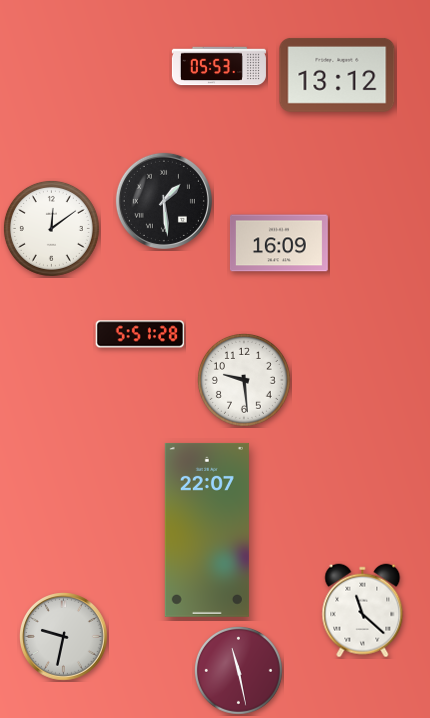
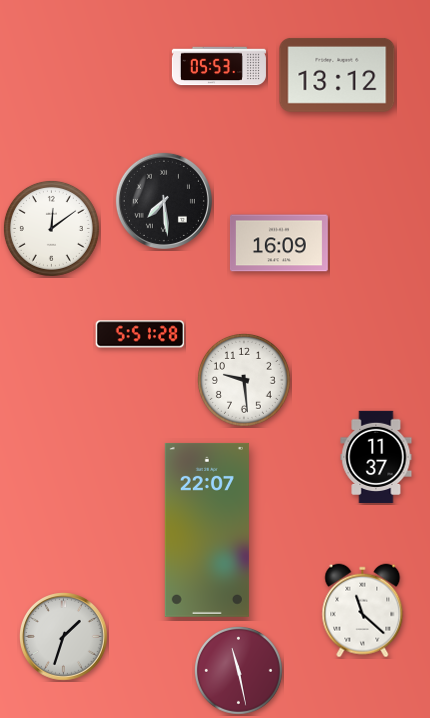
clock at (164, 201): 1:29 -> 7:29
clock at (376, 457): none -> 11:37
clock at (64, 637): 9:32 -> 1:33
